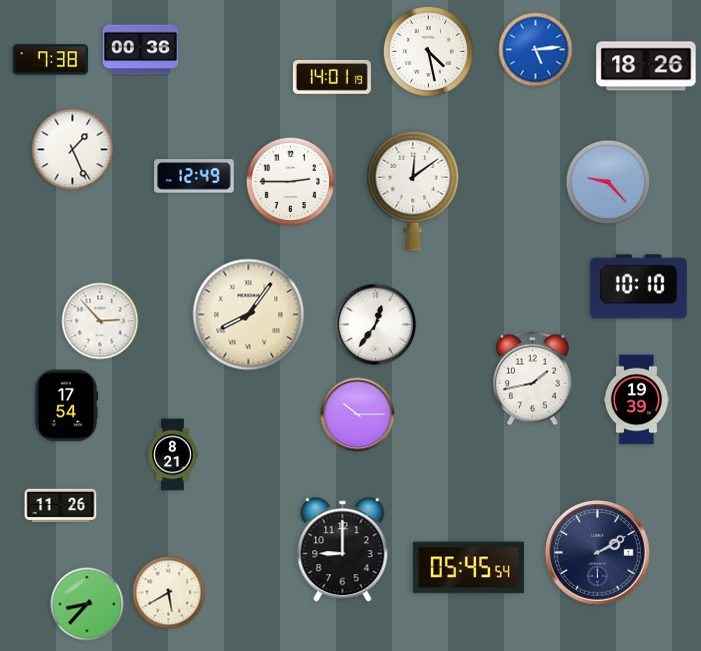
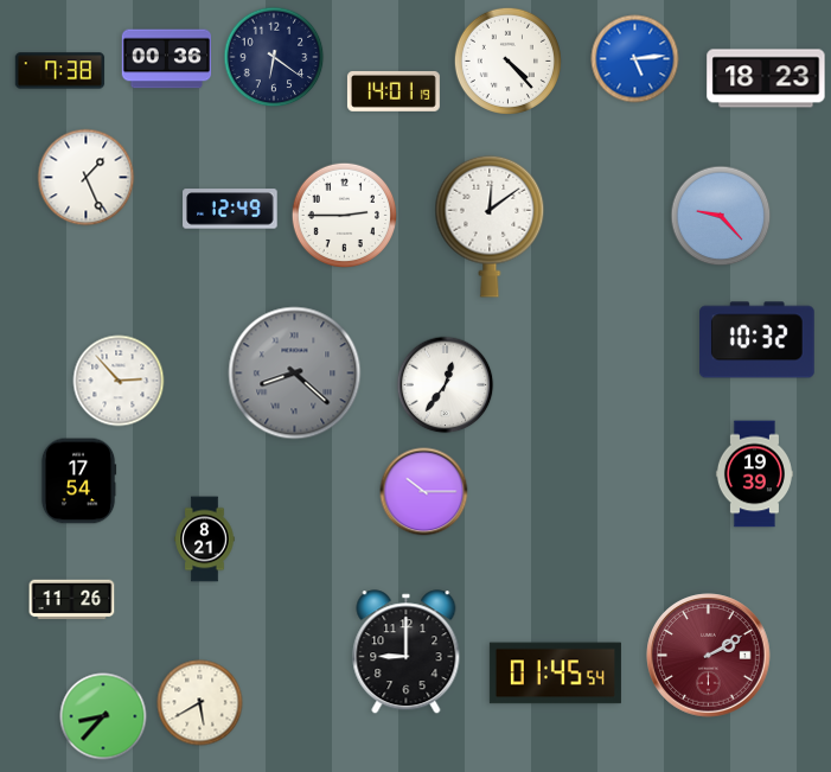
clock at (274, 57): none -> 6:21
clock at (428, 51): 4:28 -> 4:23
clock at (646, 66): 18:26 -> 18:23
clock at (639, 287): 10:10 -> 10:32
clock at (249, 315): 8:06 -> 8:22
clock at (249, 315) dial: cream -> grey
clock at (533, 379): 1:43 -> none
clock at (598, 553) dial: navy -> burgundy
clock at (468, 568): 05:45 -> 01:45
